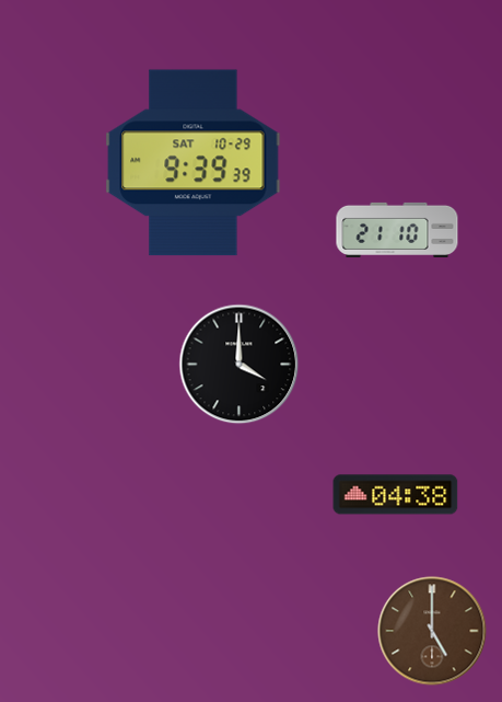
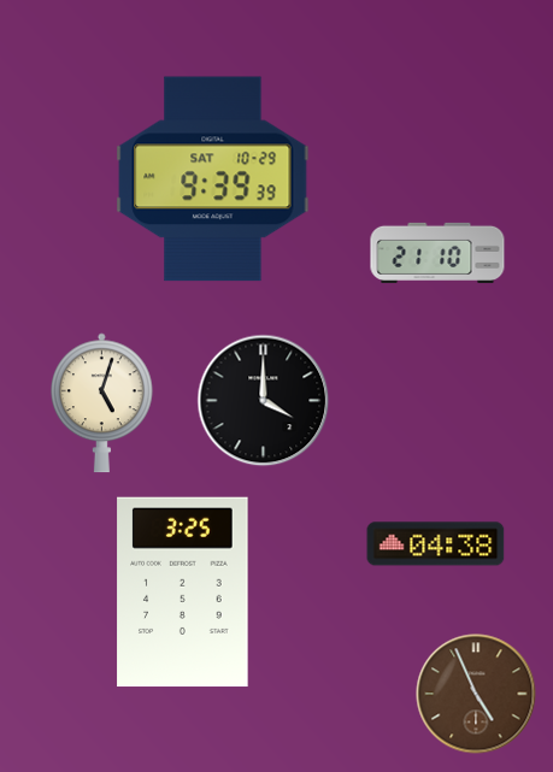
clock at (101, 403): none -> 5:03
clock at (183, 593): none -> 3:25
clock at (432, 631): 5:00 -> 4:56
